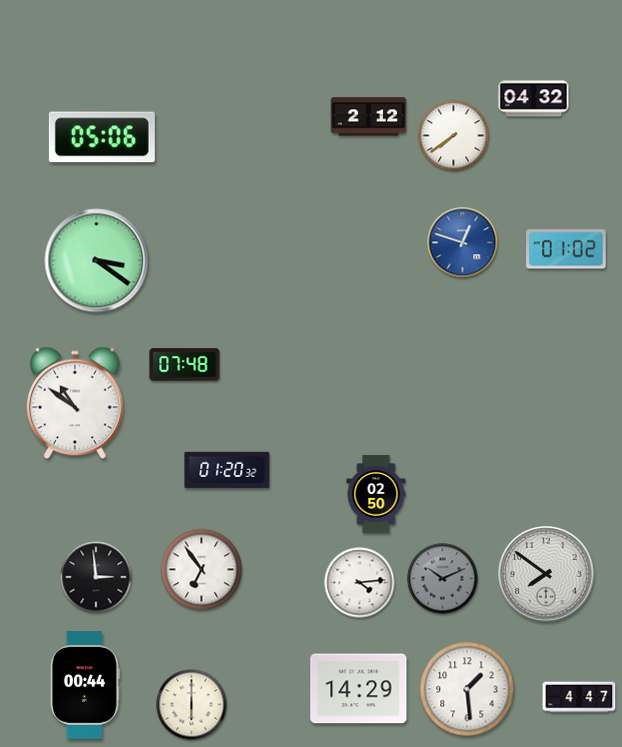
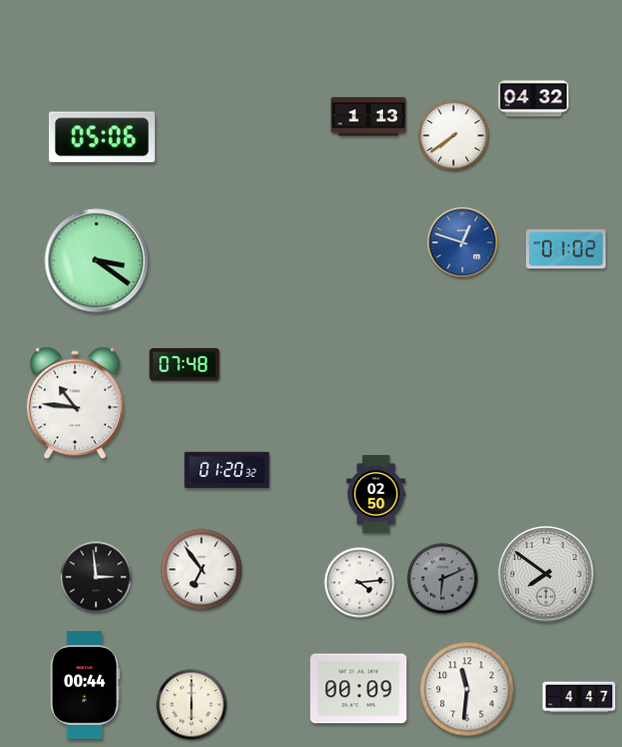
clock at (369, 117): 2:12 -> 1:13
clock at (76, 403): 10:51 -> 10:46
clock at (443, 579): 10:11 -> 6:11
clock at (359, 689): 14:29 -> 00:09
clock at (467, 689): 1:29 -> 11:31
